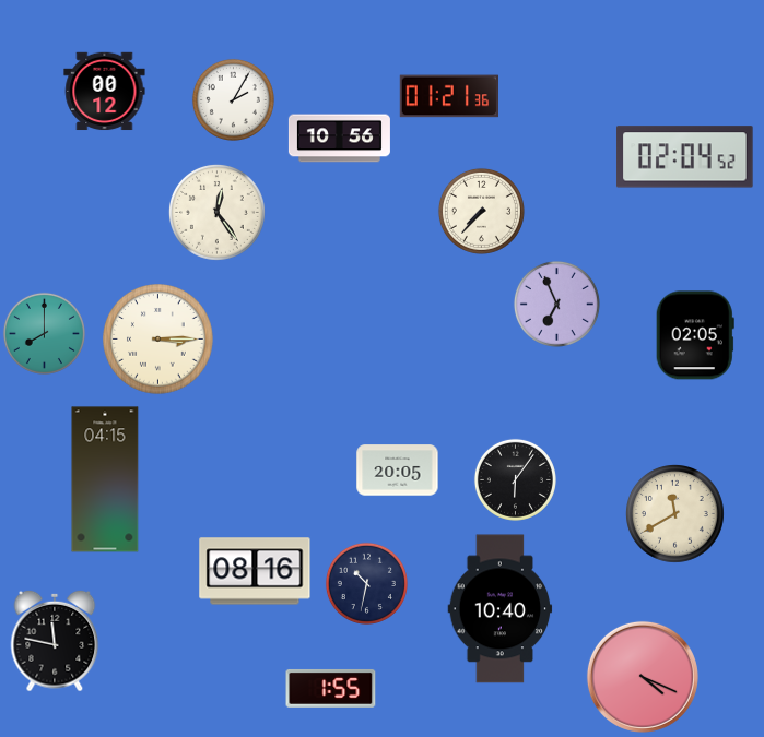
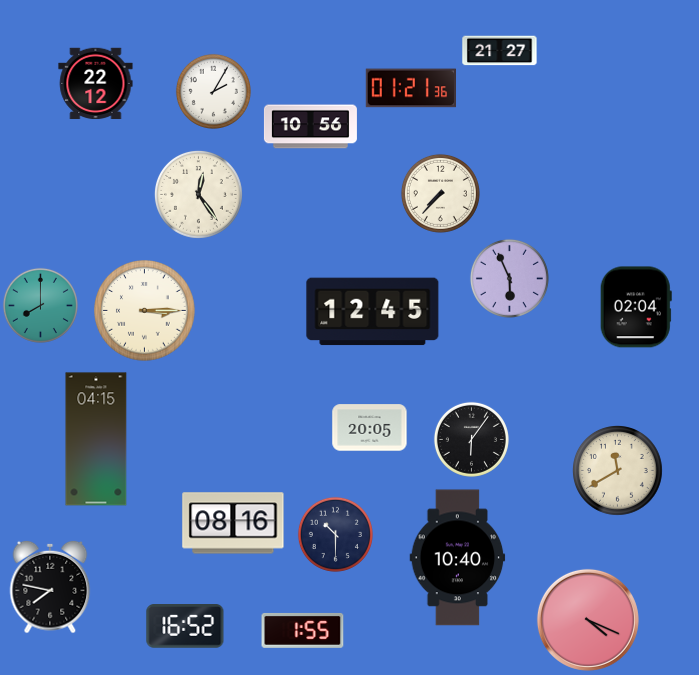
clock at (500, 51): none -> 21:27
clock at (105, 92): 00:12 -> 22:12
clock at (685, 157): 02:04 -> none
clock at (556, 304): 6:56 -> 5:56
clock at (695, 335): 02:05 -> 02:04
clock at (373, 312): none -> 12:45
clock at (398, 471) position: (398, 471) -> (370, 428)
clock at (366, 583): 10:32 -> 10:30
clock at (55, 641): 11:47 -> 7:47
clock at (185, 627): none -> 16:52
